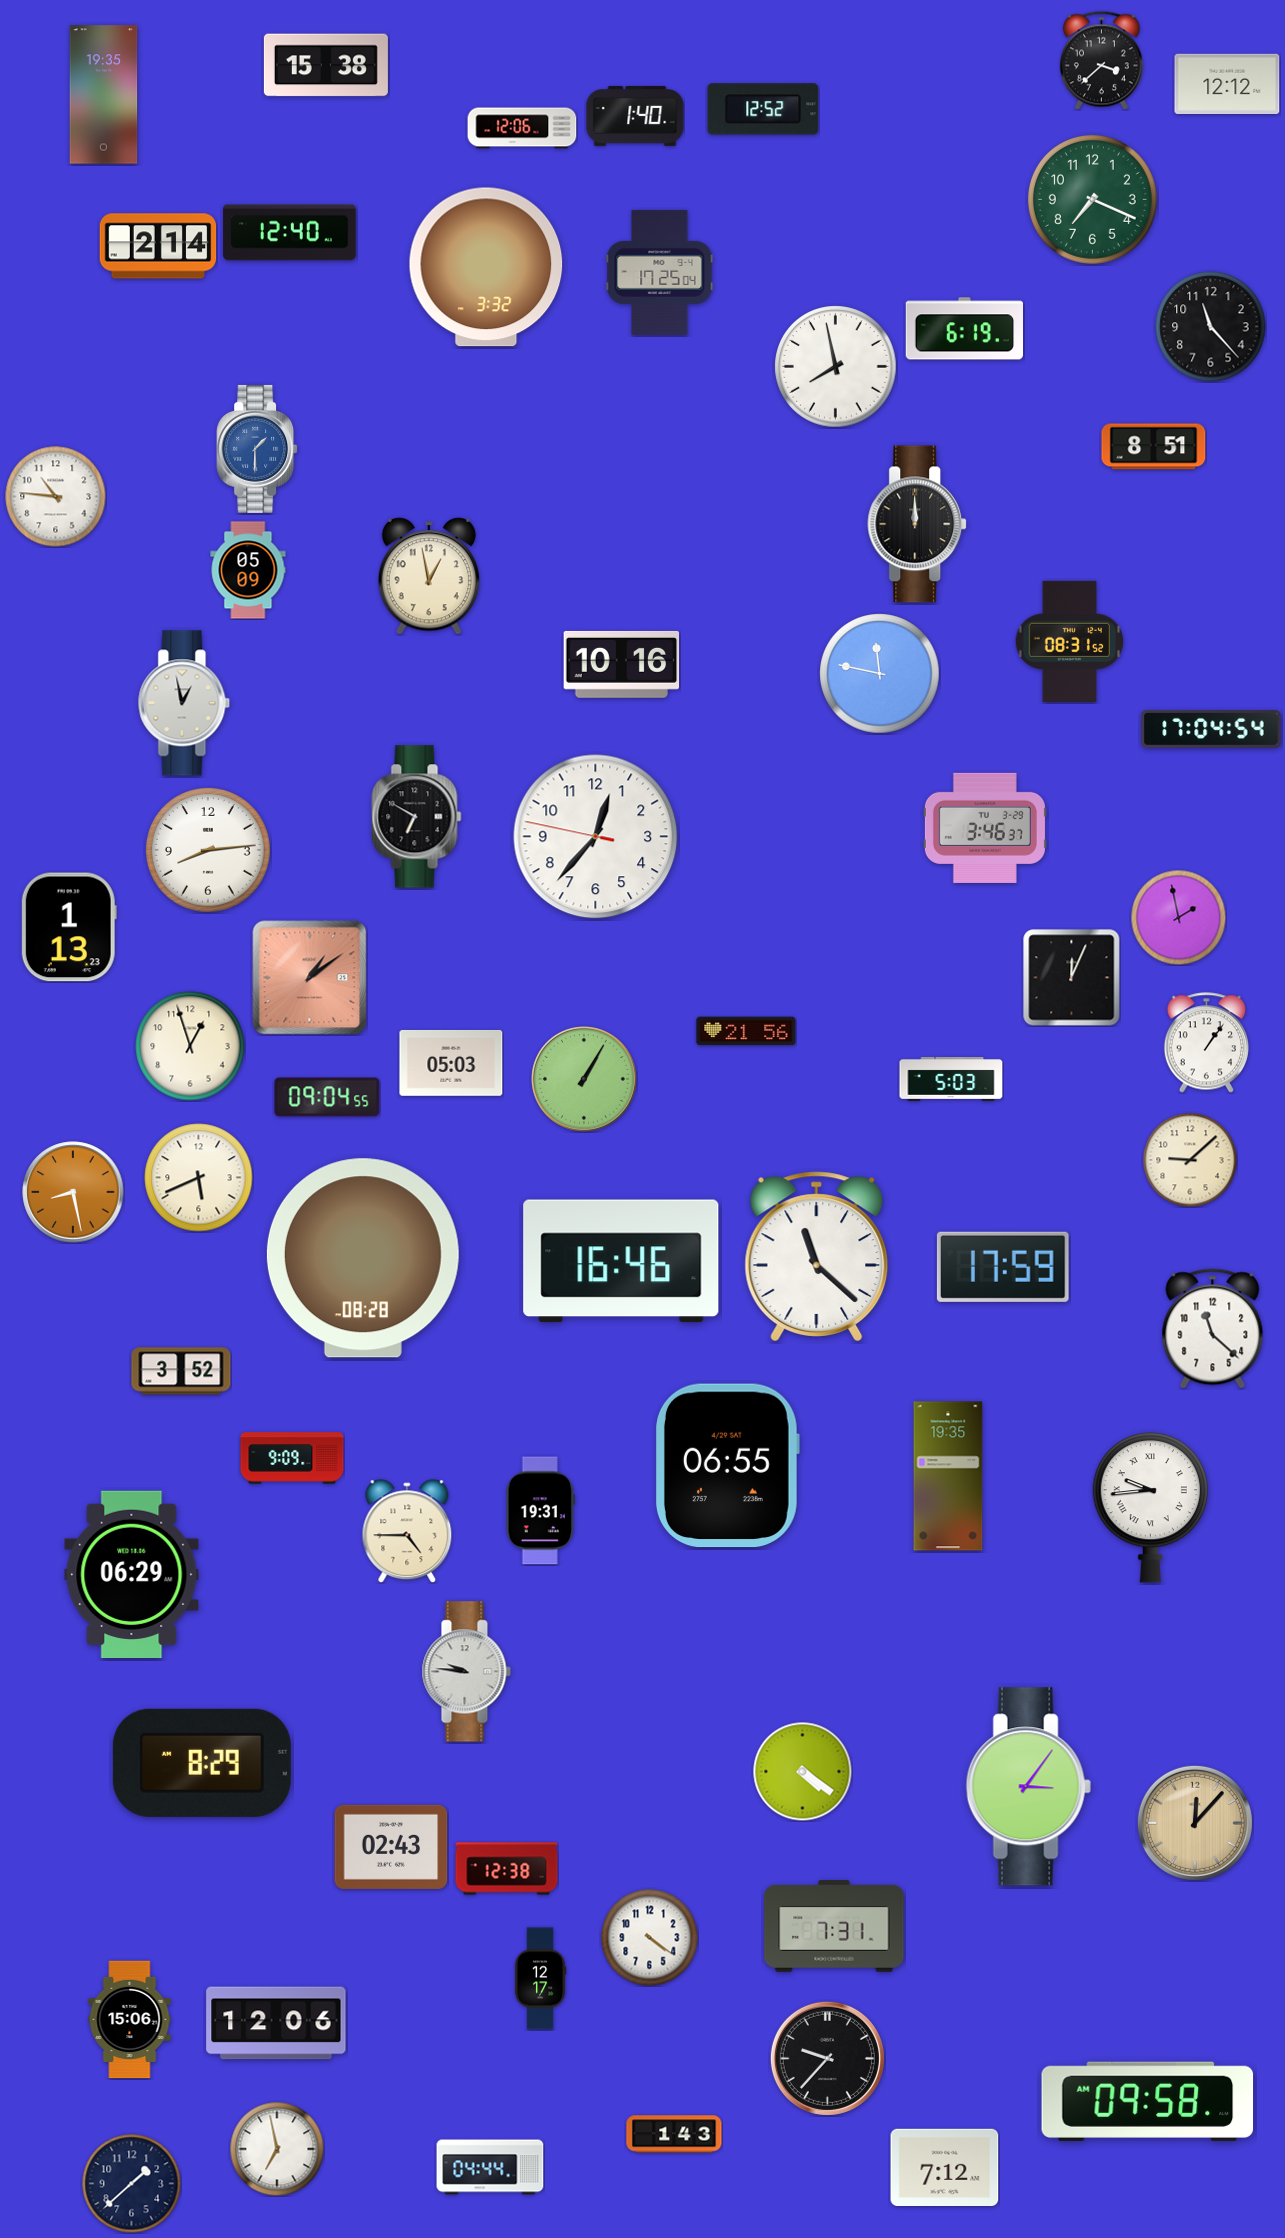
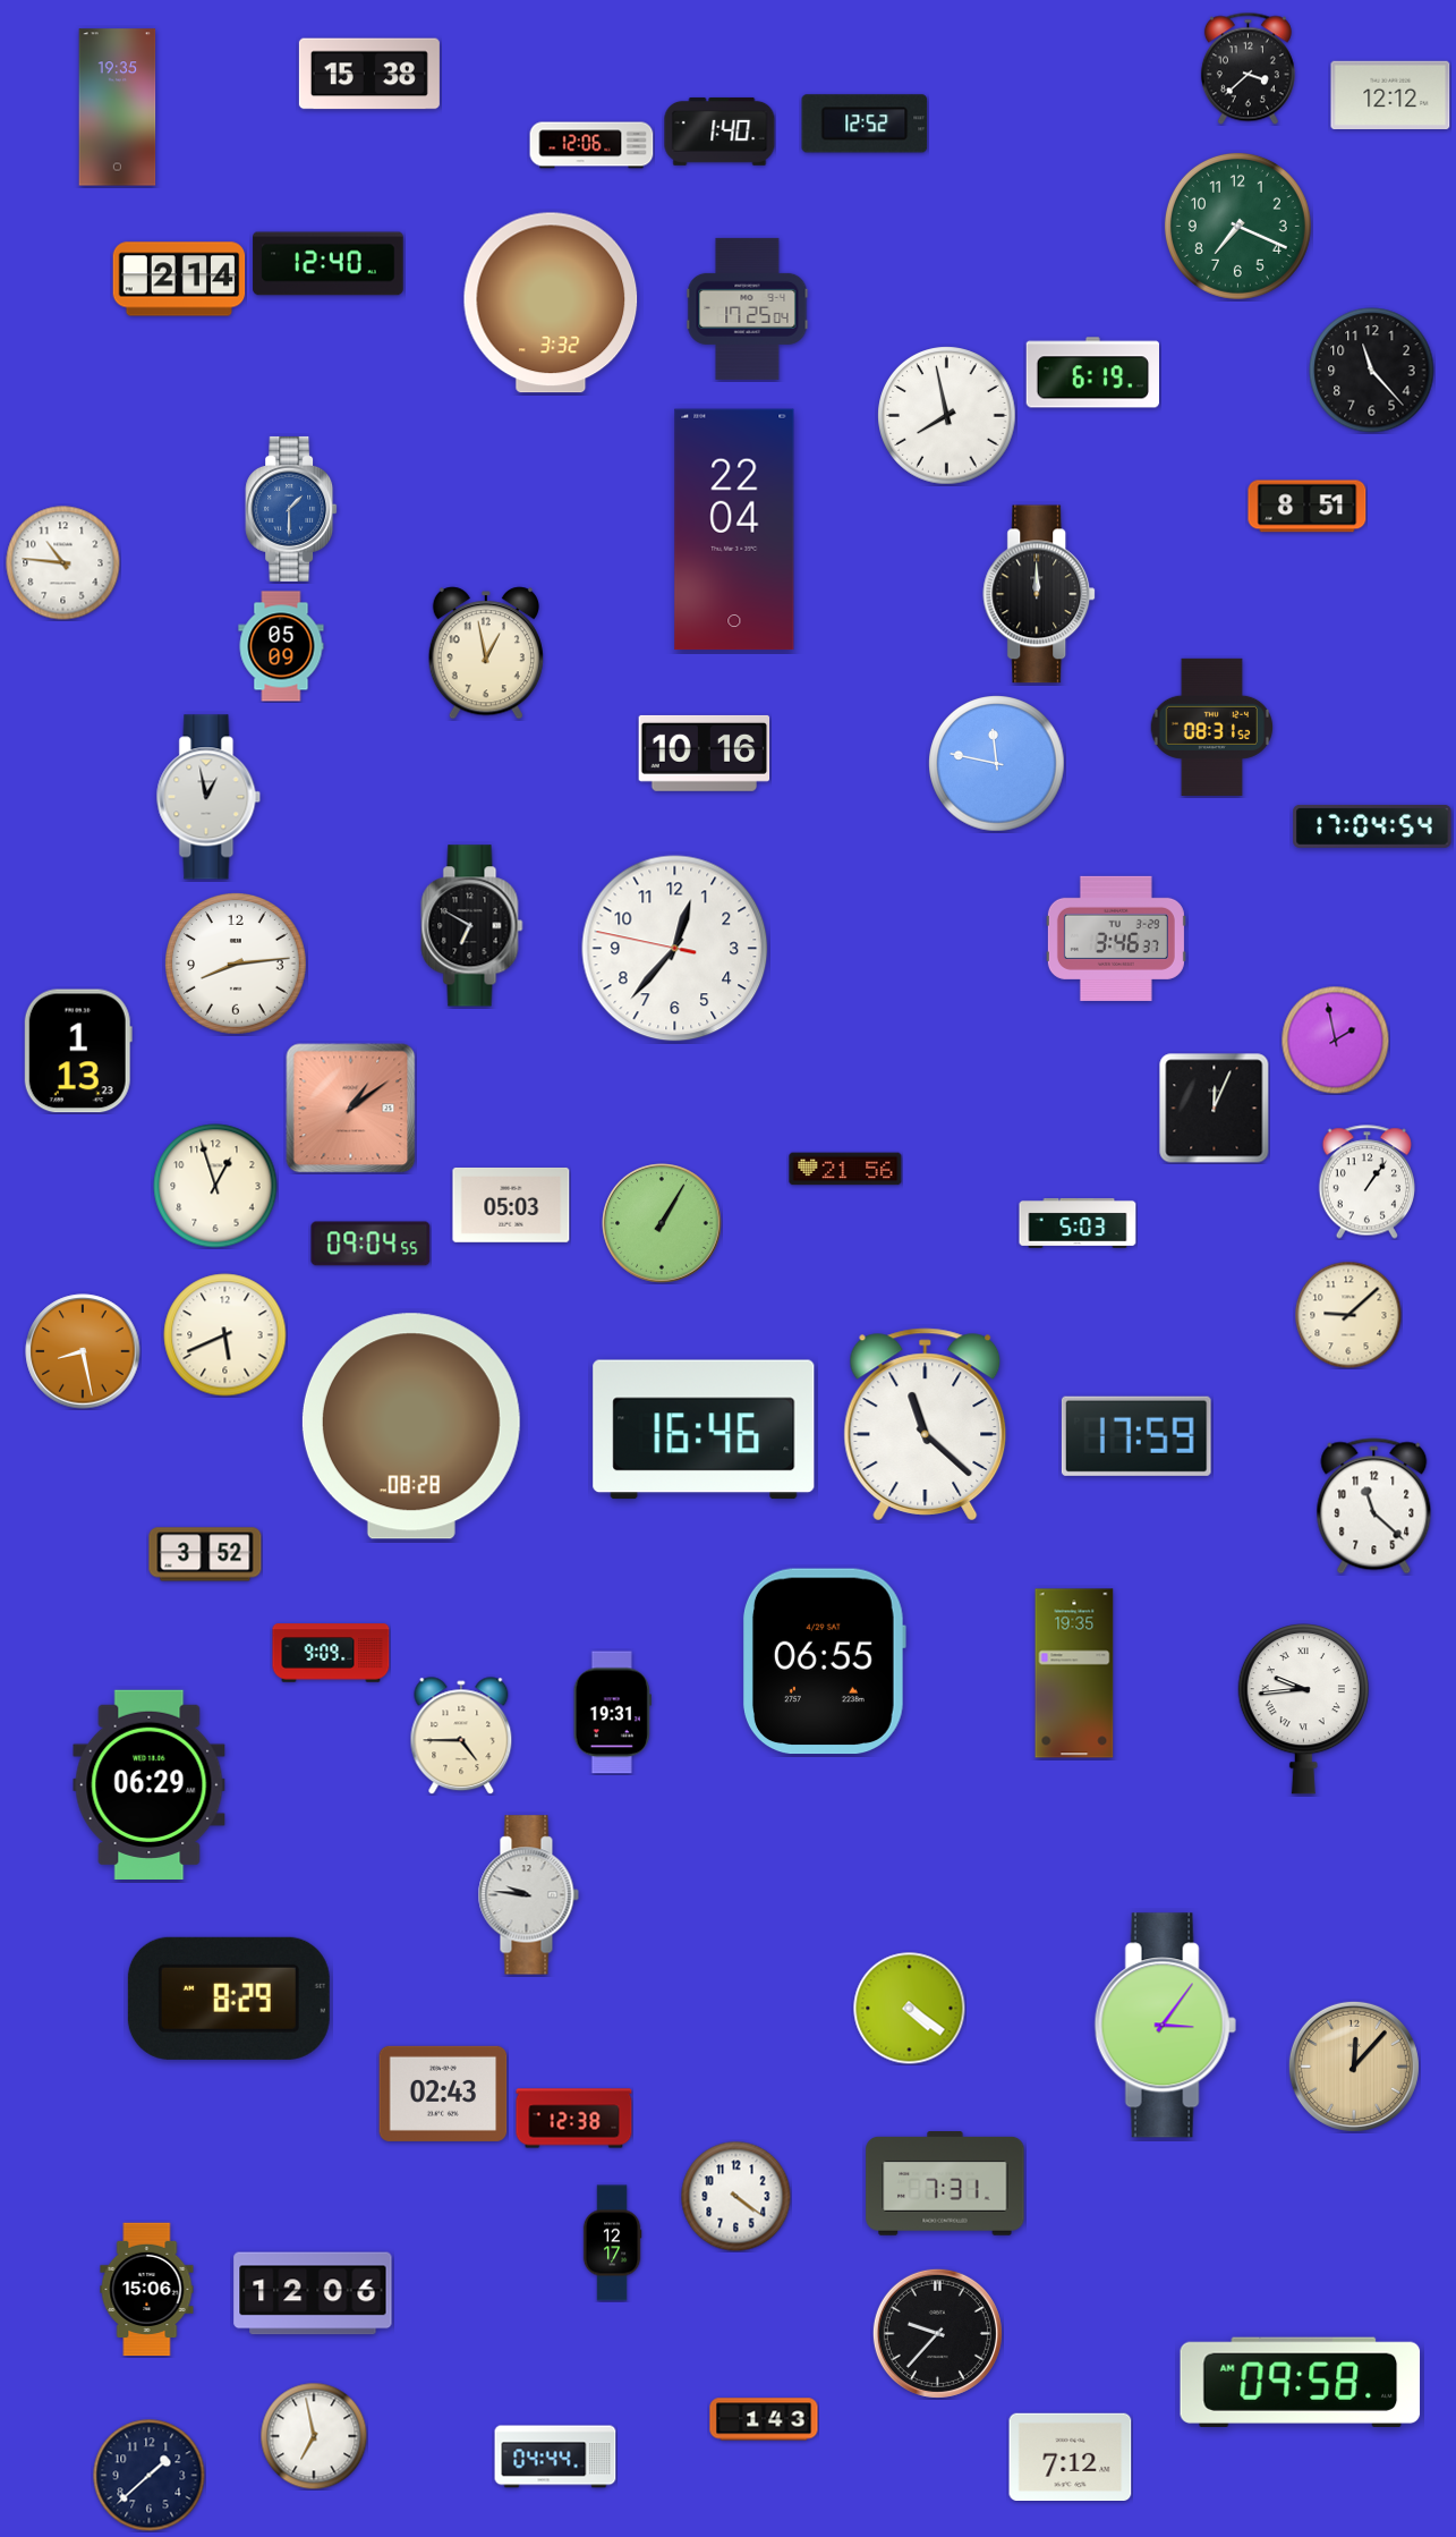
clock at (734, 529): none -> 22:04
